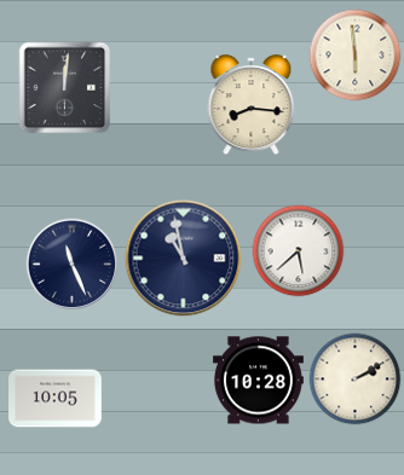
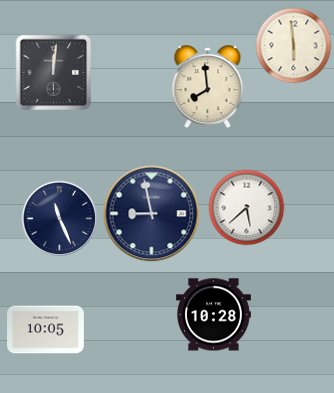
clock at (252, 105): 8:16 -> 7:59
clock at (184, 259): 10:58 -> 8:58
clock at (356, 380): 2:10 -> none
